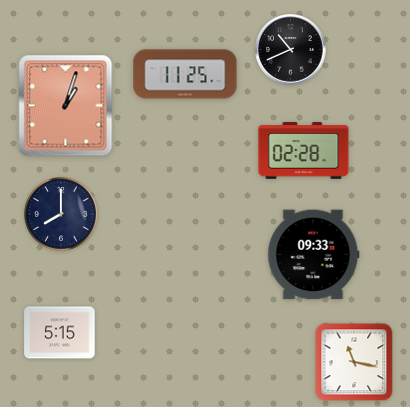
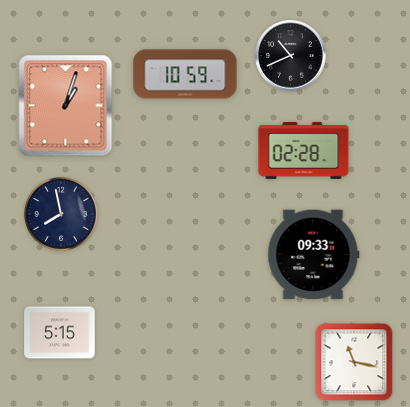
clock at (291, 50) position: (291, 50) -> (291, 56)
clock at (185, 74): 11:25 -> 10:59
clock at (62, 215): 8:00 -> 7:58
